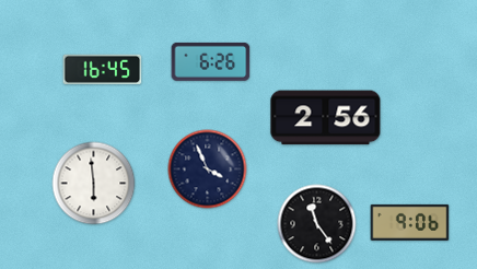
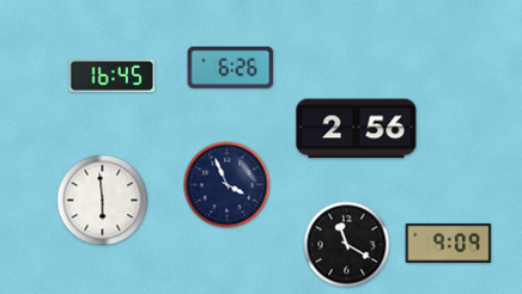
clock at (410, 222): 9:06 -> 9:09
clock at (317, 224): 11:24 -> 11:20
